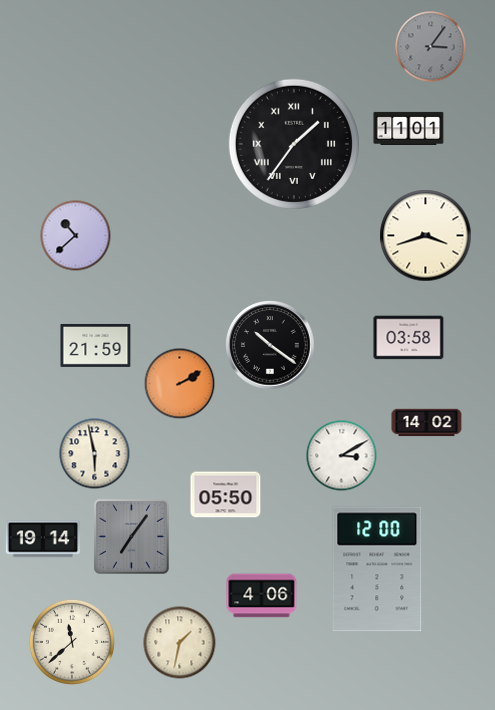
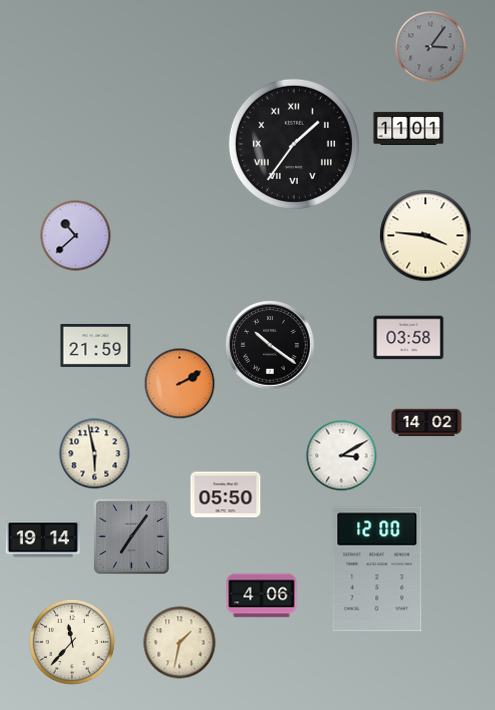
clock at (426, 236): 3:42 -> 3:46
clock at (72, 642): 11:38 -> 11:37
